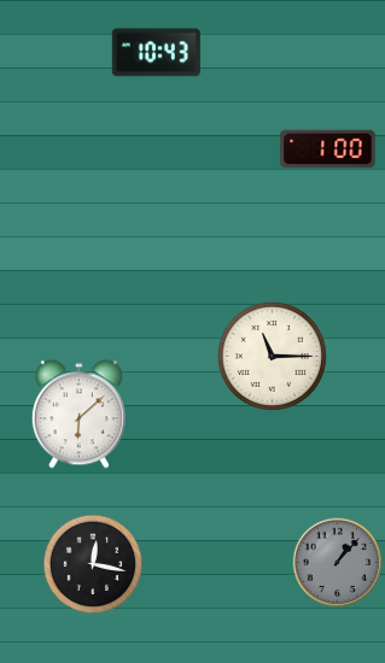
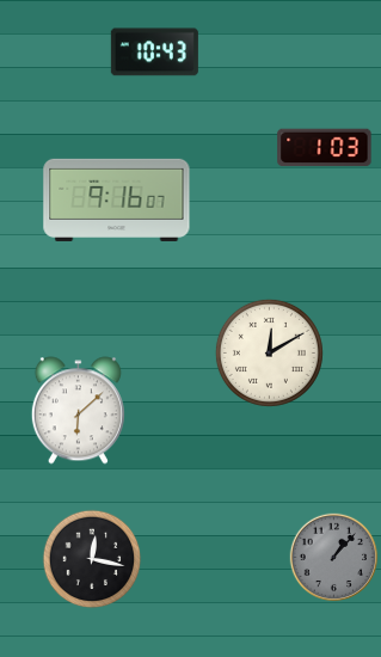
clock at (328, 149): 1:00 -> 1:03
clock at (117, 199): none -> 9:16
clock at (272, 356): 11:15 -> 12:10
